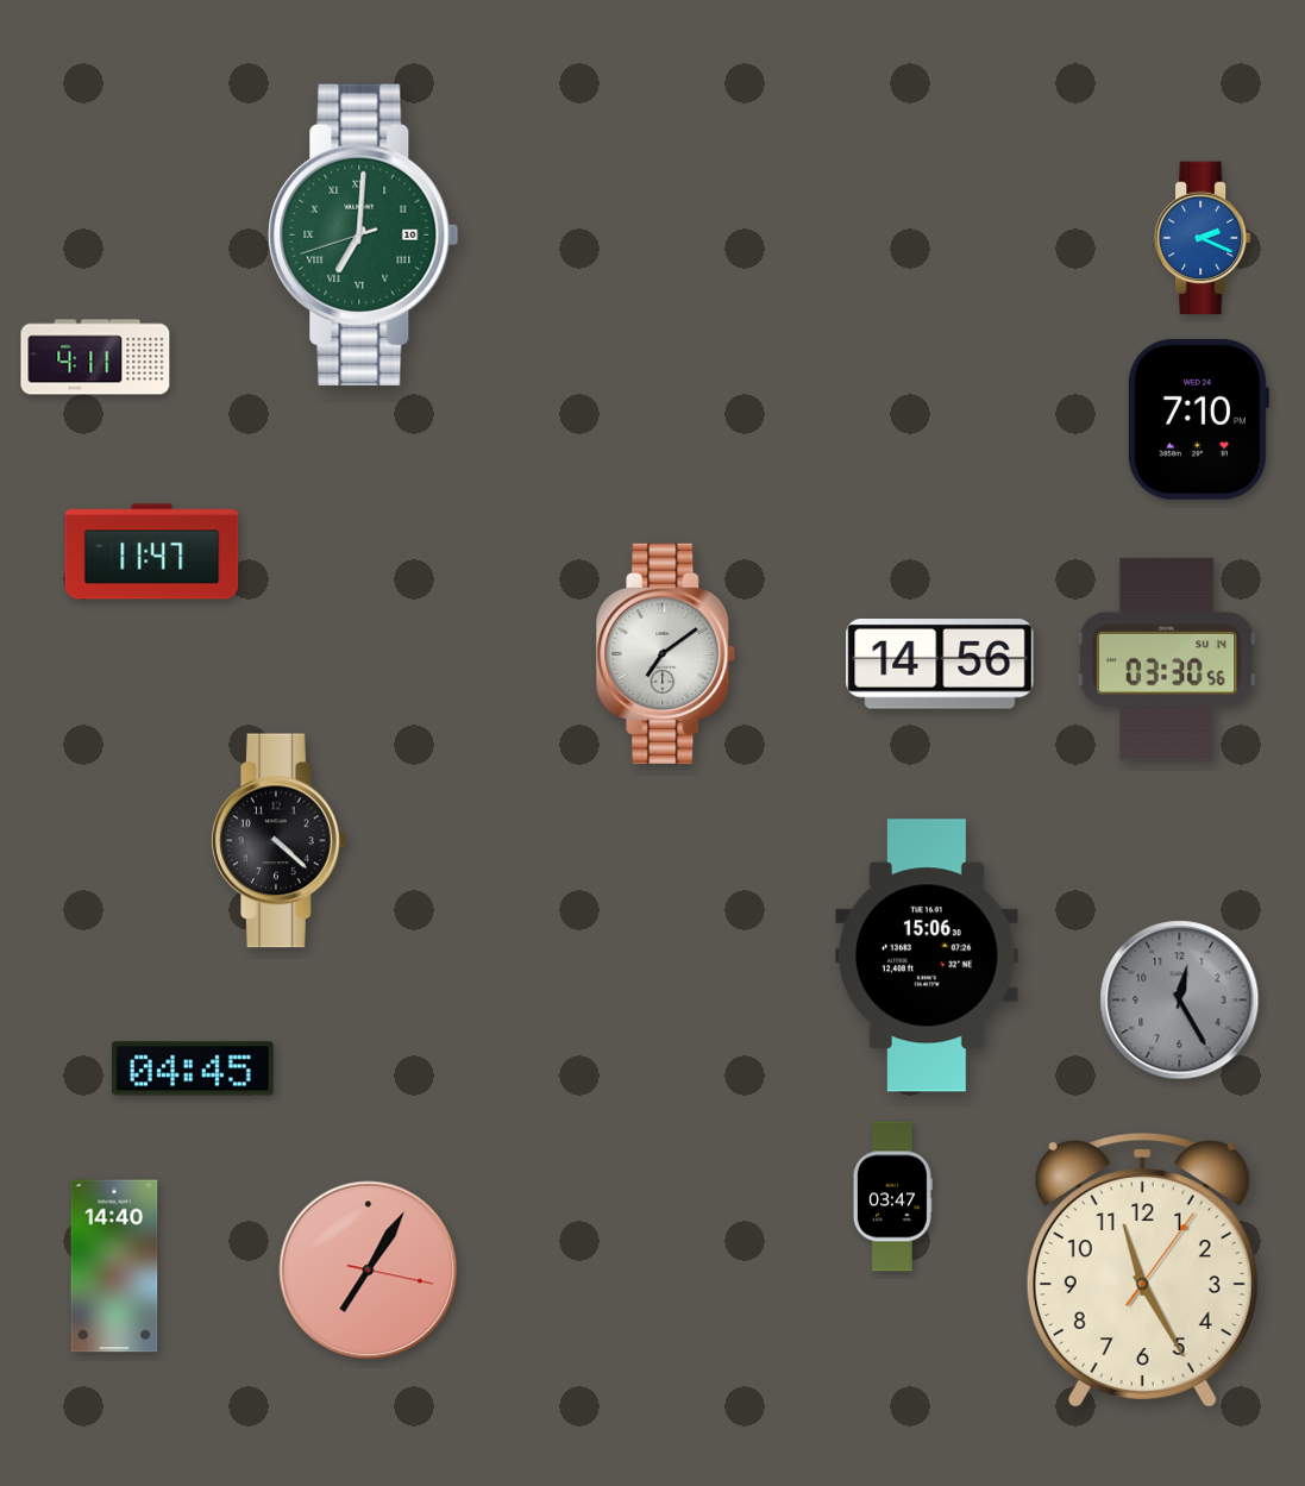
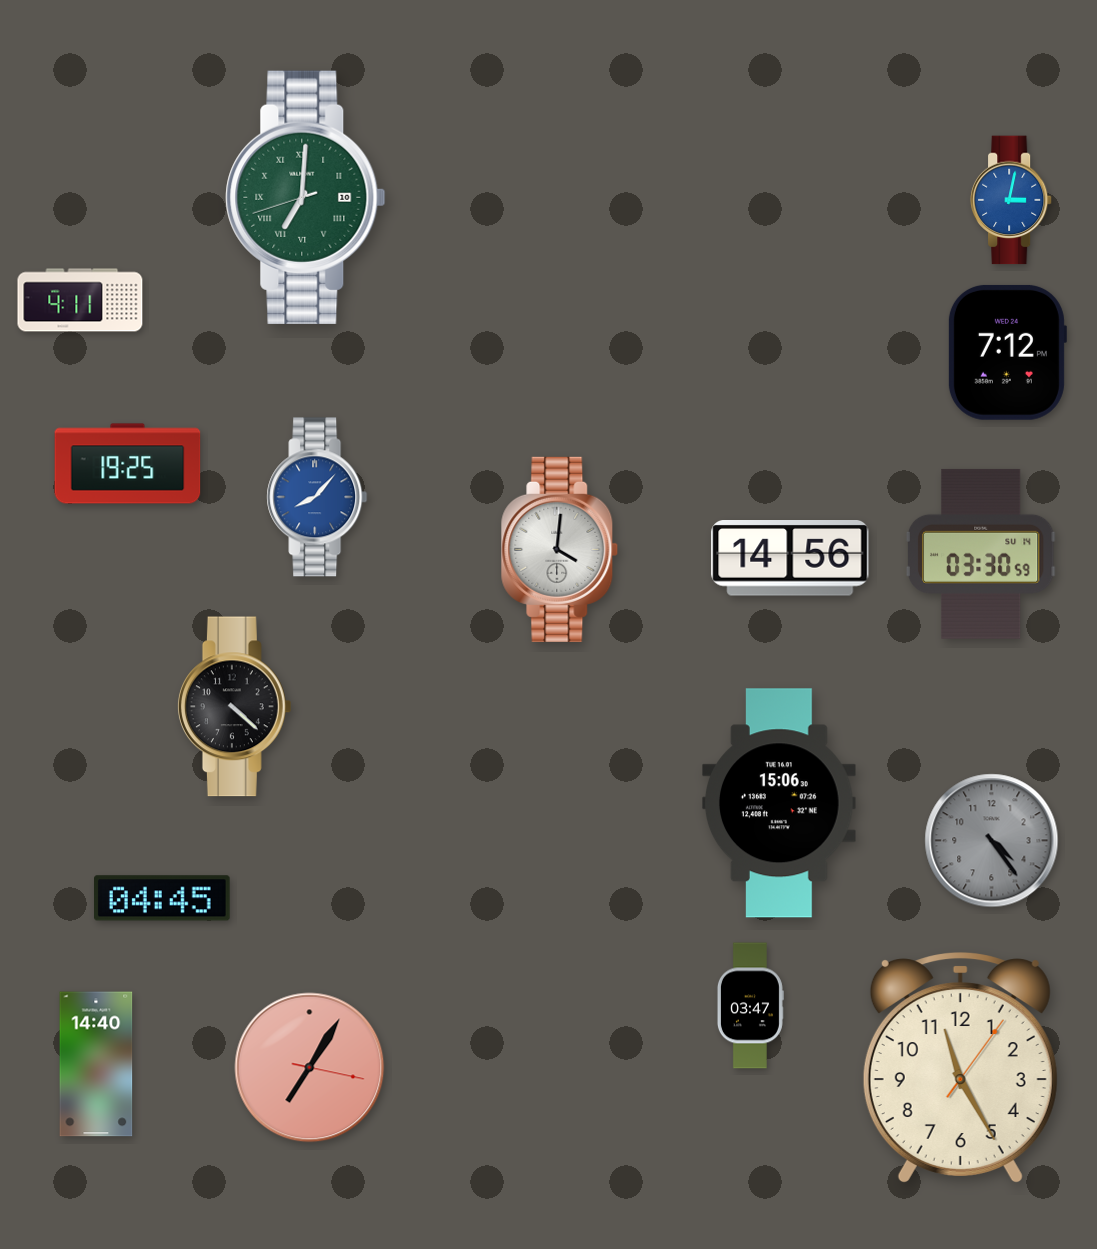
clock at (1203, 238): 2:19 -> 3:02
clock at (1198, 419): 7:10 -> 7:12
clock at (152, 552): 11:47 -> 19:25
clock at (317, 497): none -> 8:07
clock at (666, 653): 7:09 -> 4:01
clock at (1167, 659): 03:30:56 -> 03:30:59
clock at (1180, 1001): 12:25 -> 4:24
